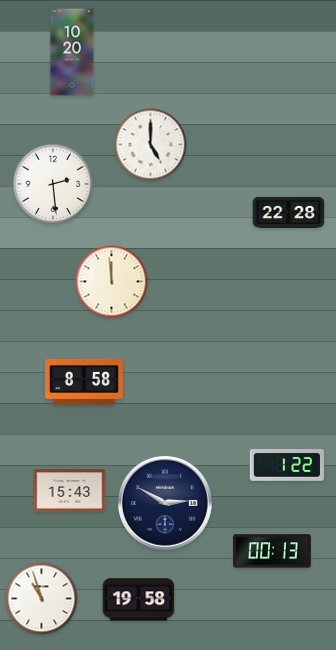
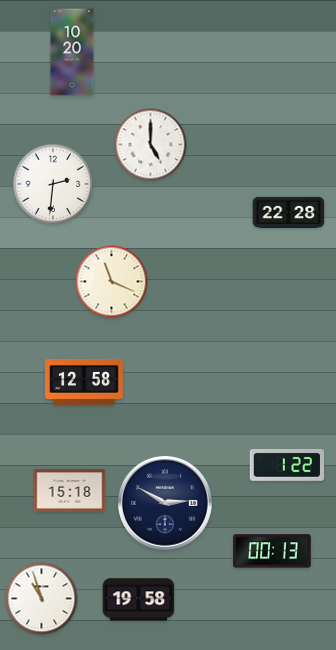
clock at (53, 184): 2:29 -> 2:31
clock at (112, 282): 11:59 -> 11:19
clock at (84, 382): 8:58 -> 12:58
clock at (70, 491): 15:43 -> 15:18
